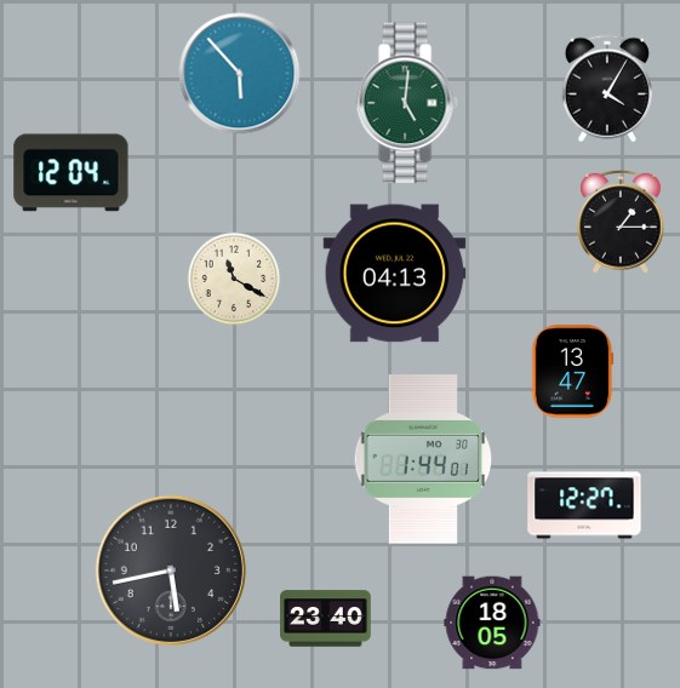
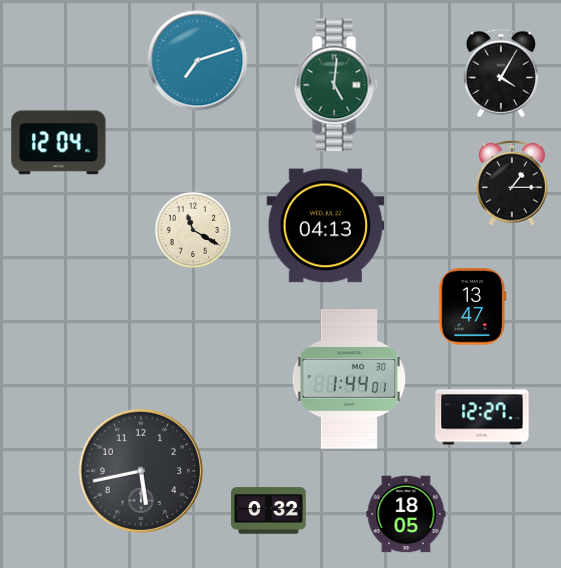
clock at (240, 74): 5:53 -> 7:12
clock at (326, 619): 23:40 -> 0:32
